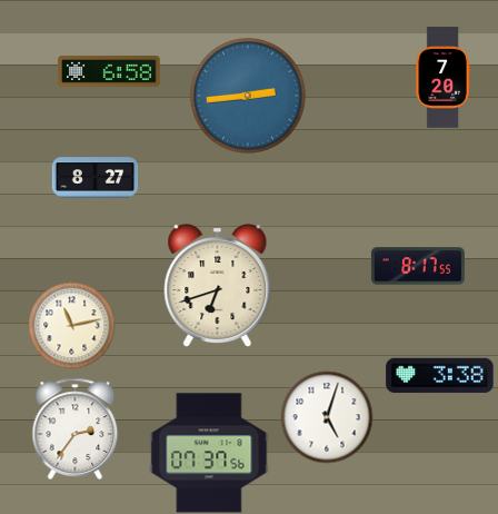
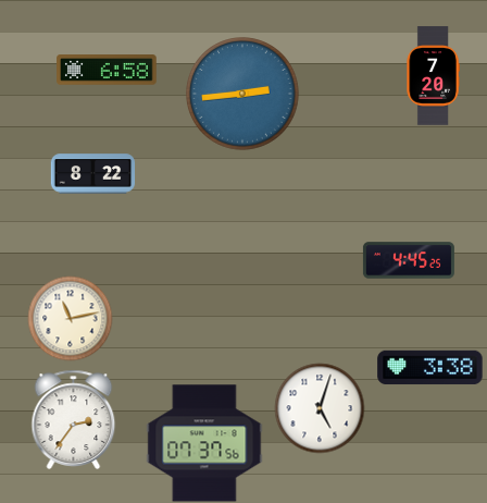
clock at (94, 178): 8:27 -> 8:22
clock at (418, 266): 8:17 -> 4:45
clock at (218, 285): 6:42 -> none
